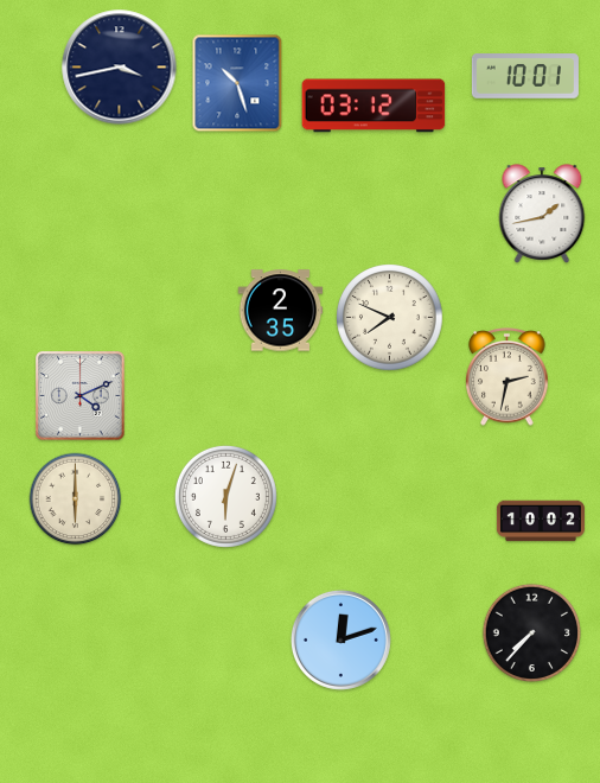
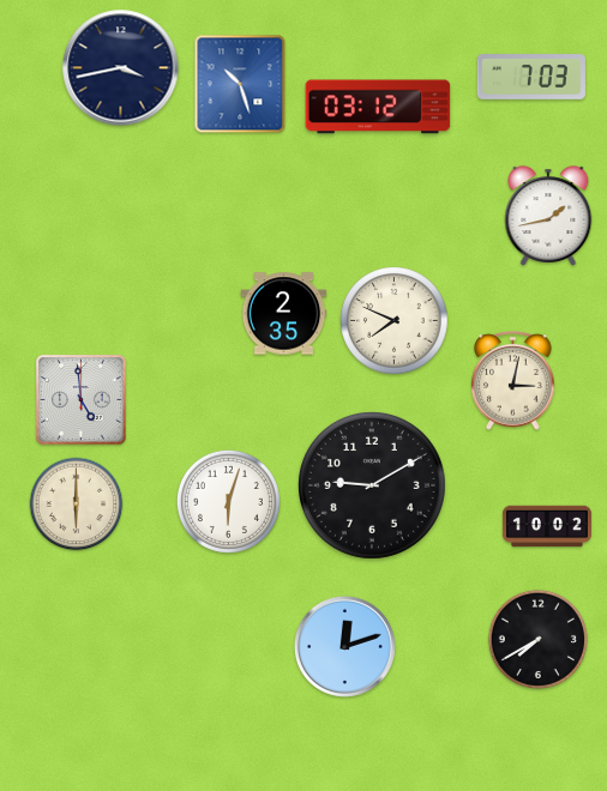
clock at (525, 77): 10:01 -> 7:03
clock at (508, 377): 2:32 -> 3:02
clock at (81, 396): 4:11 -> 4:59
clock at (372, 485): none -> 9:10
clock at (531, 632): 7:37 -> 7:40
